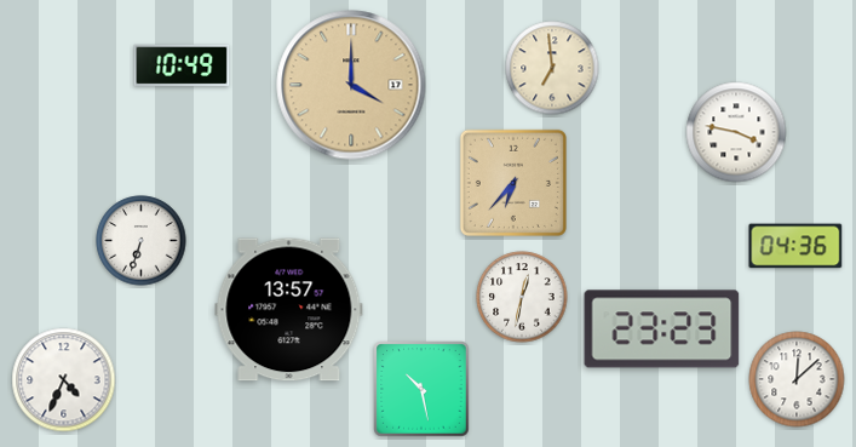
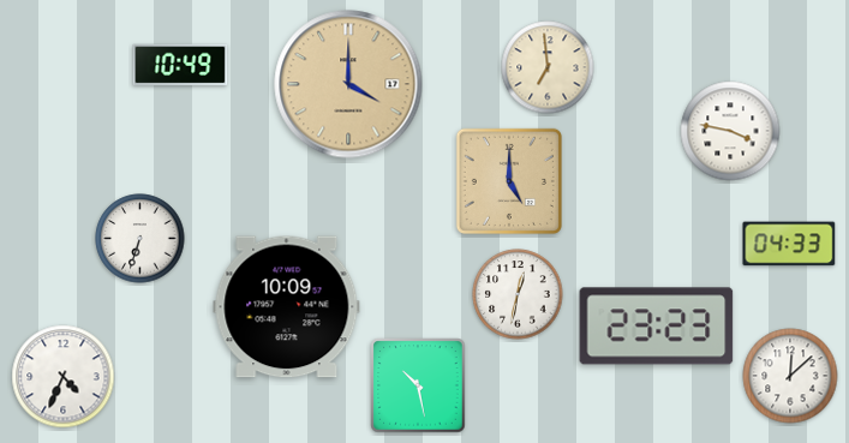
clock at (513, 183): 6:37 -> 5:00
clock at (795, 246): 04:36 -> 04:33
clock at (289, 310): 13:57 -> 10:09
